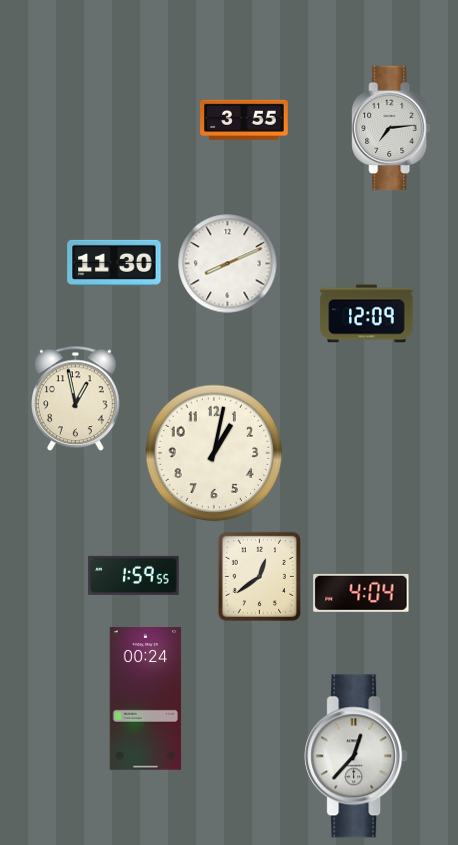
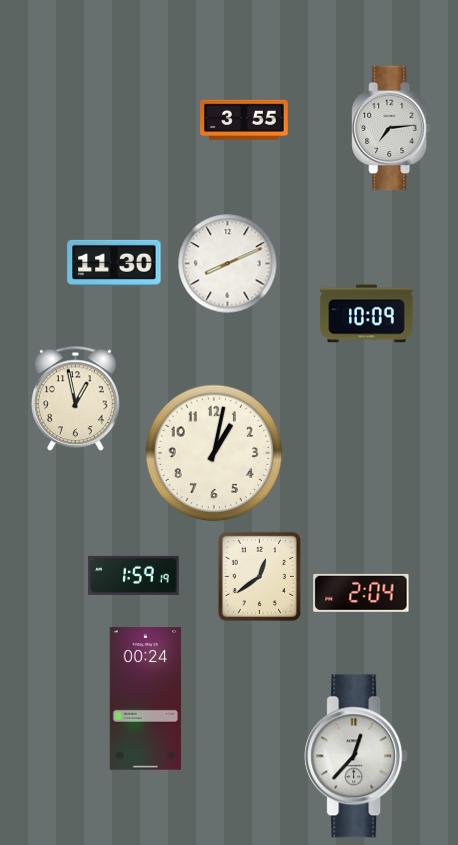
clock at (367, 314): 12:09 -> 10:09
clock at (134, 575): 1:59:55 -> 1:59:19
clock at (361, 593): 4:04 -> 2:04
